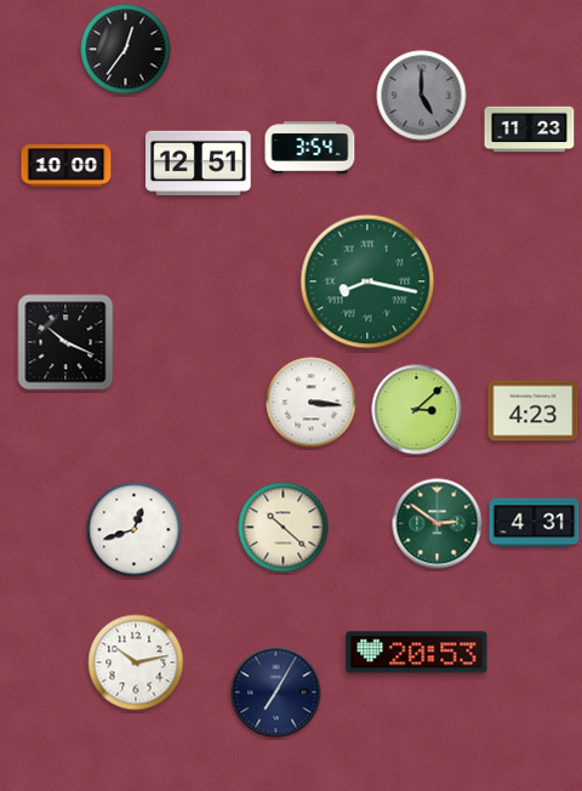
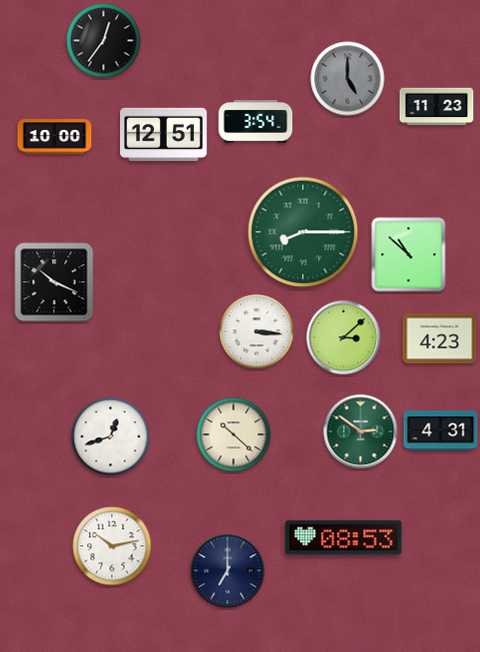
clock at (367, 281): 8:17 -> 8:15
clock at (409, 255): none -> 10:52
clock at (417, 653): 20:53 -> 08:53
clock at (276, 693): 7:05 -> 7:00
